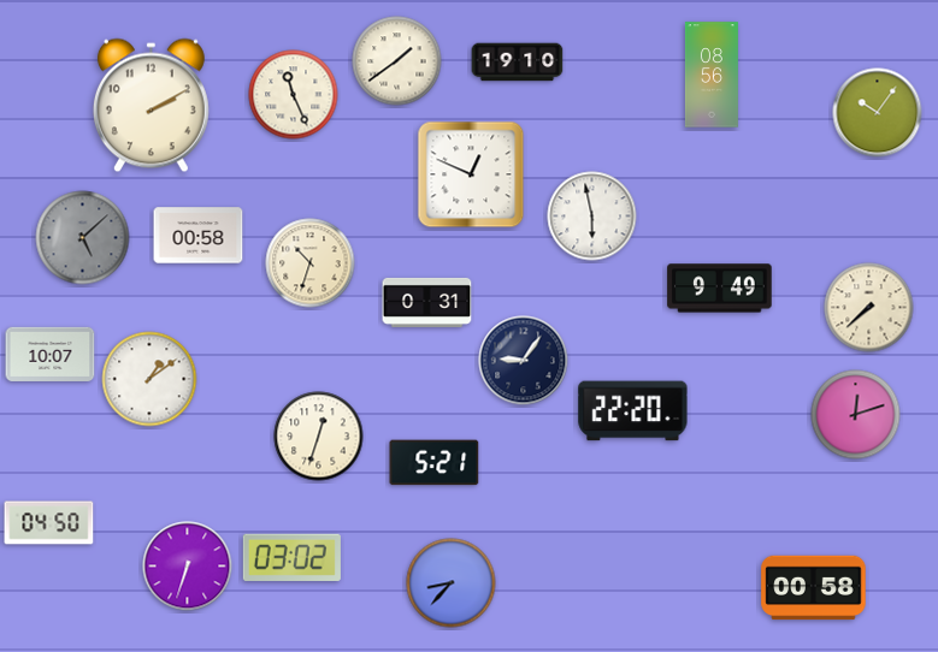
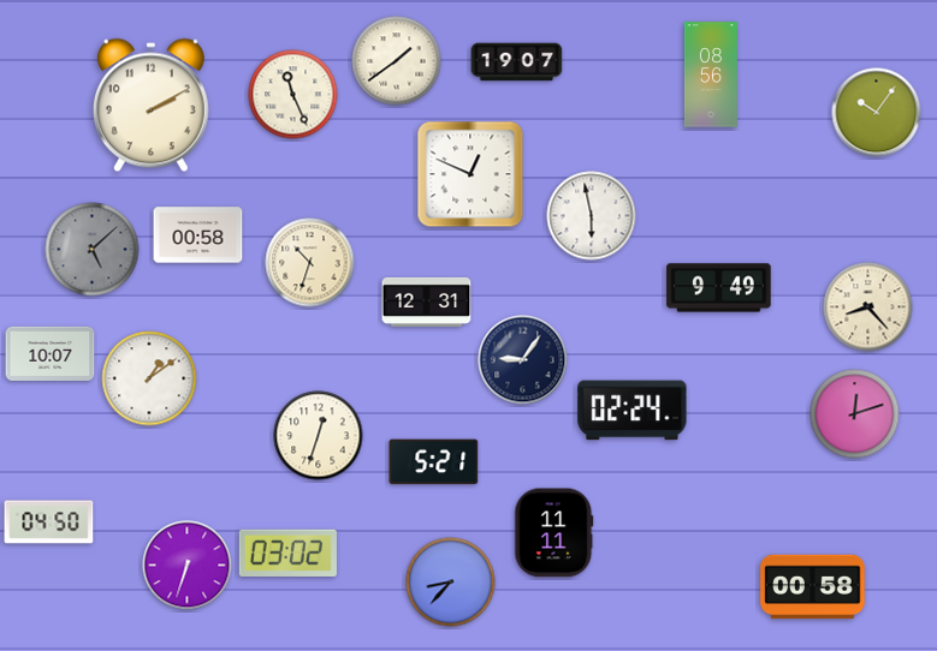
clock at (518, 63): 19:10 -> 19:07
clock at (83, 238) position: (83, 238) -> (93, 250)
clock at (427, 302): 0:31 -> 12:31
clock at (869, 308): 7:38 -> 8:23
clock at (633, 411): 22:20 -> 02:24
clock at (555, 533): none -> 11:11
clock at (291, 557) position: (291, 557) -> (287, 553)
